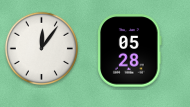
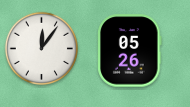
clock at (130, 51): 05:28 -> 05:26
